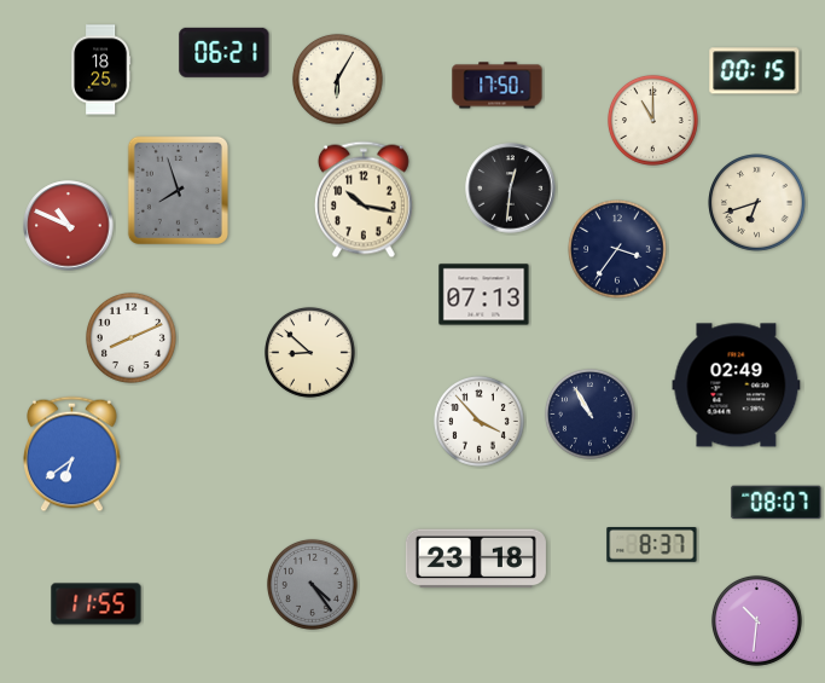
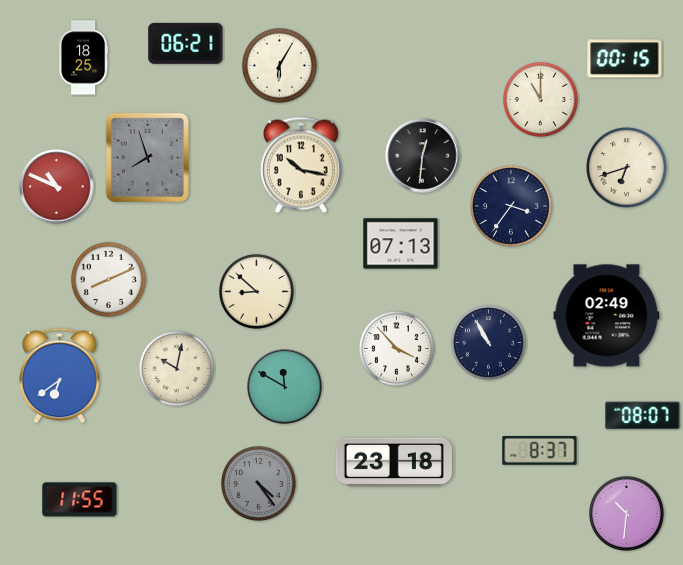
clock at (498, 86): 17:50 -> none
clock at (737, 386) position: (737, 386) -> (607, 316)
clock at (176, 368): none -> 10:02
clock at (285, 387): none -> 11:50
